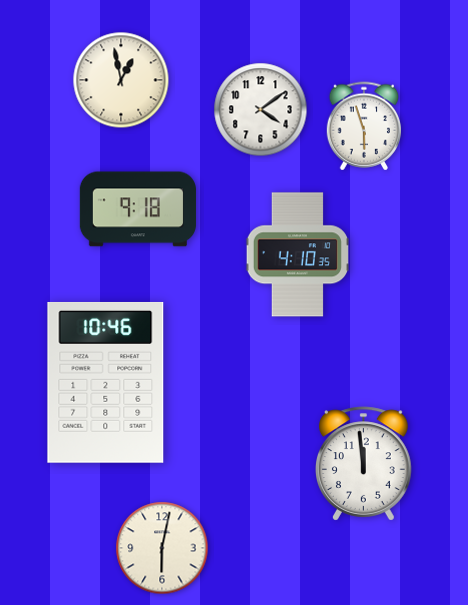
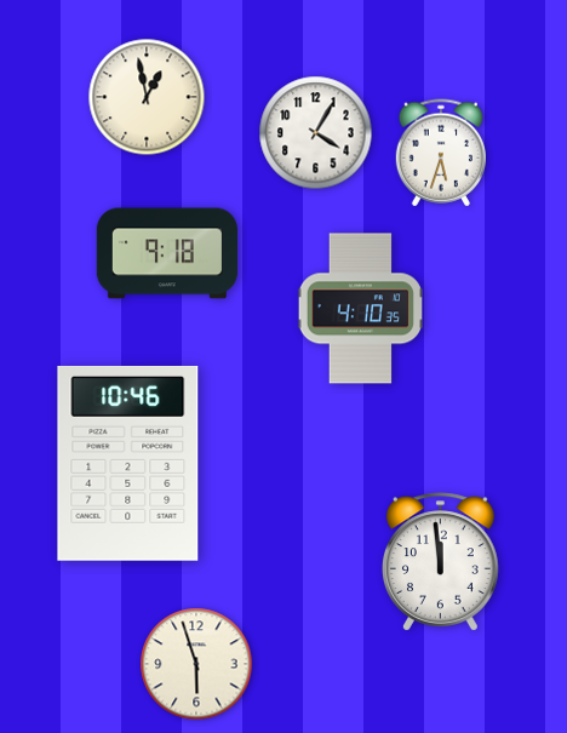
clock at (261, 110): 4:09 -> 4:05
clock at (363, 126): 5:57 -> 5:33
clock at (162, 548): 6:02 -> 5:57
